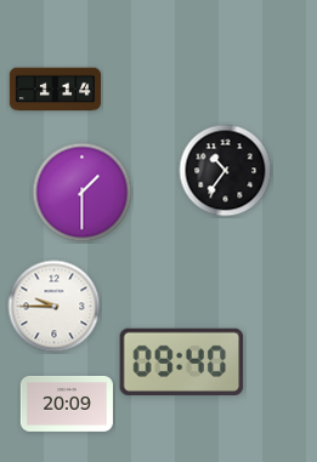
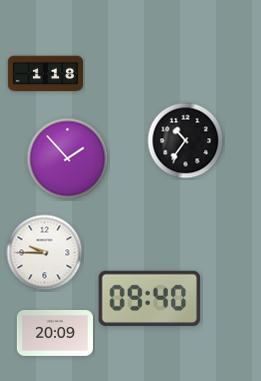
clock at (55, 90): 1:14 -> 1:18
clock at (83, 193): 1:30 -> 1:53
